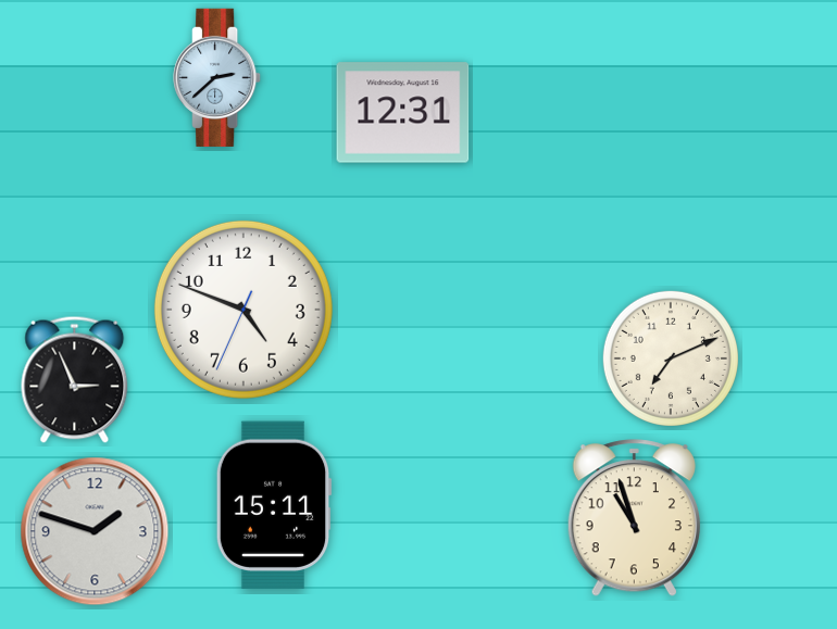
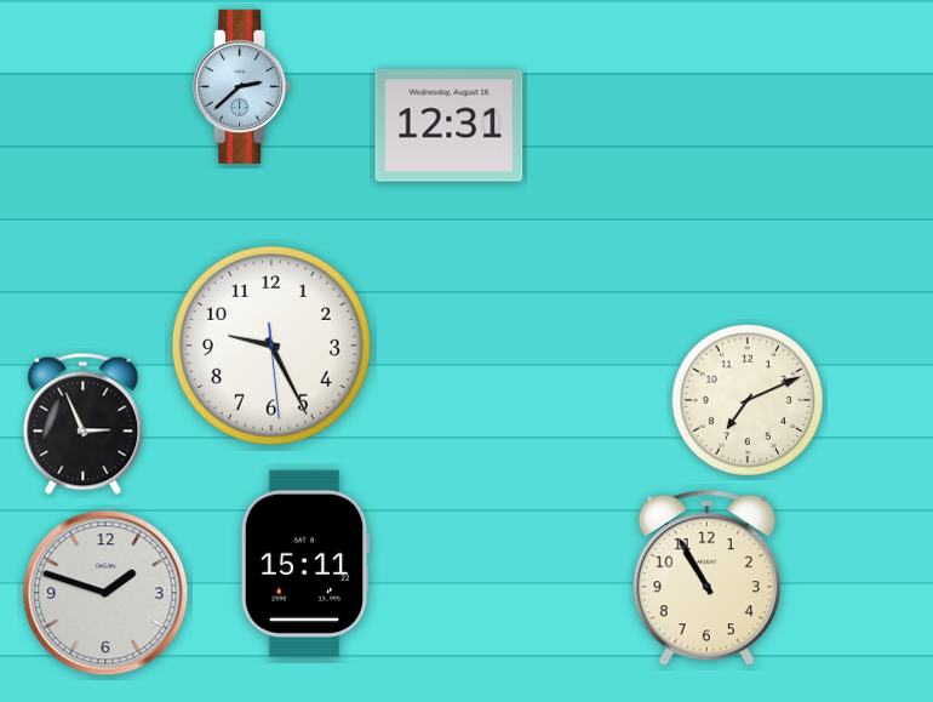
clock at (243, 310): 4:48 -> 9:25
clock at (634, 518): 10:57 -> 10:55
